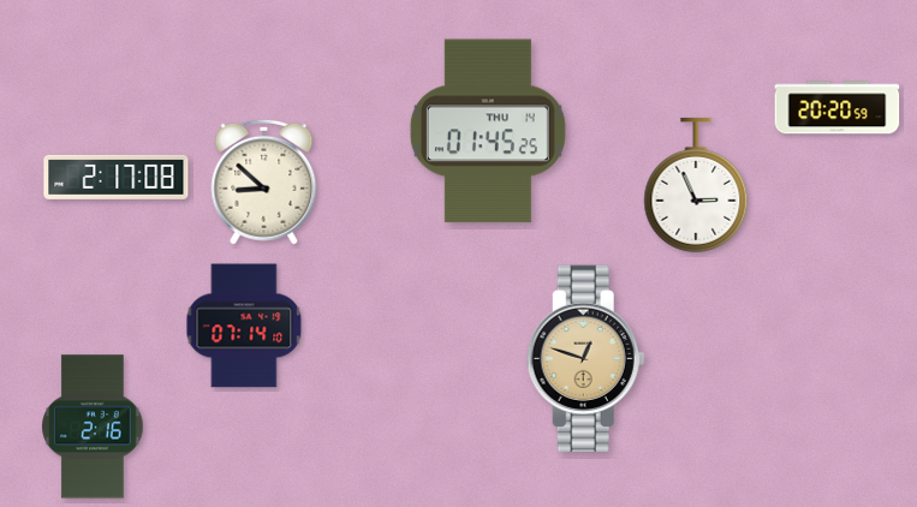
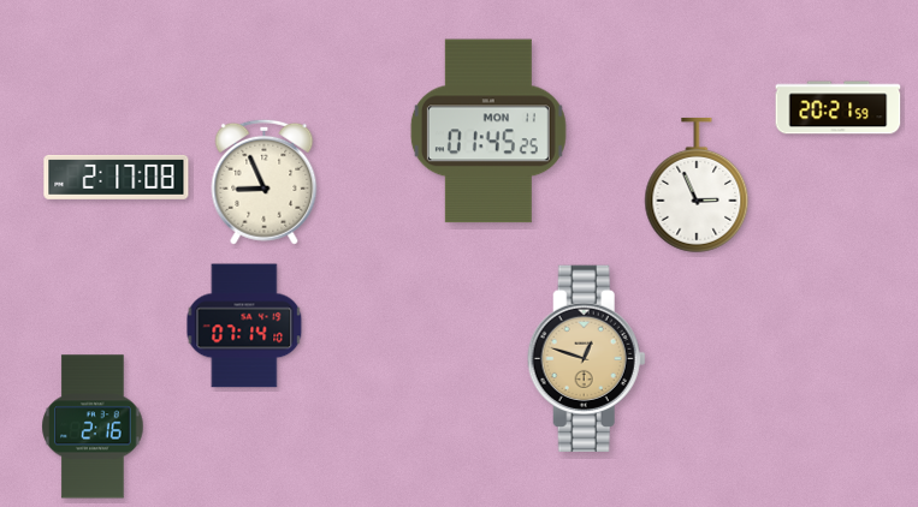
clock at (838, 108): 20:20 -> 20:21
clock at (488, 131) date: THU 14 -> MON 11
clock at (264, 181): 8:52 -> 8:56
